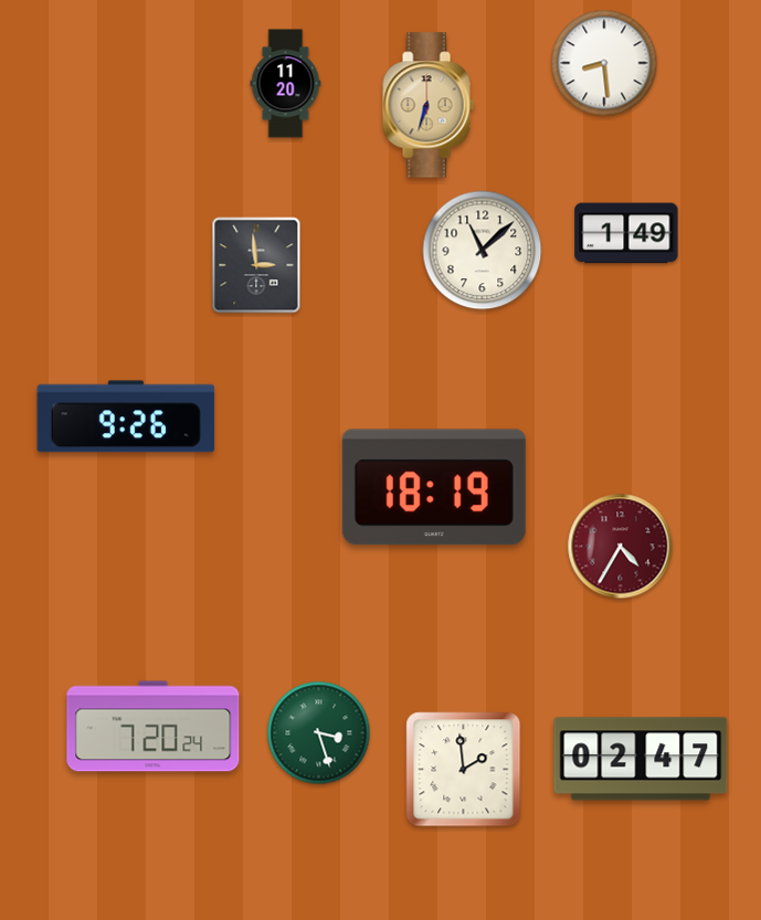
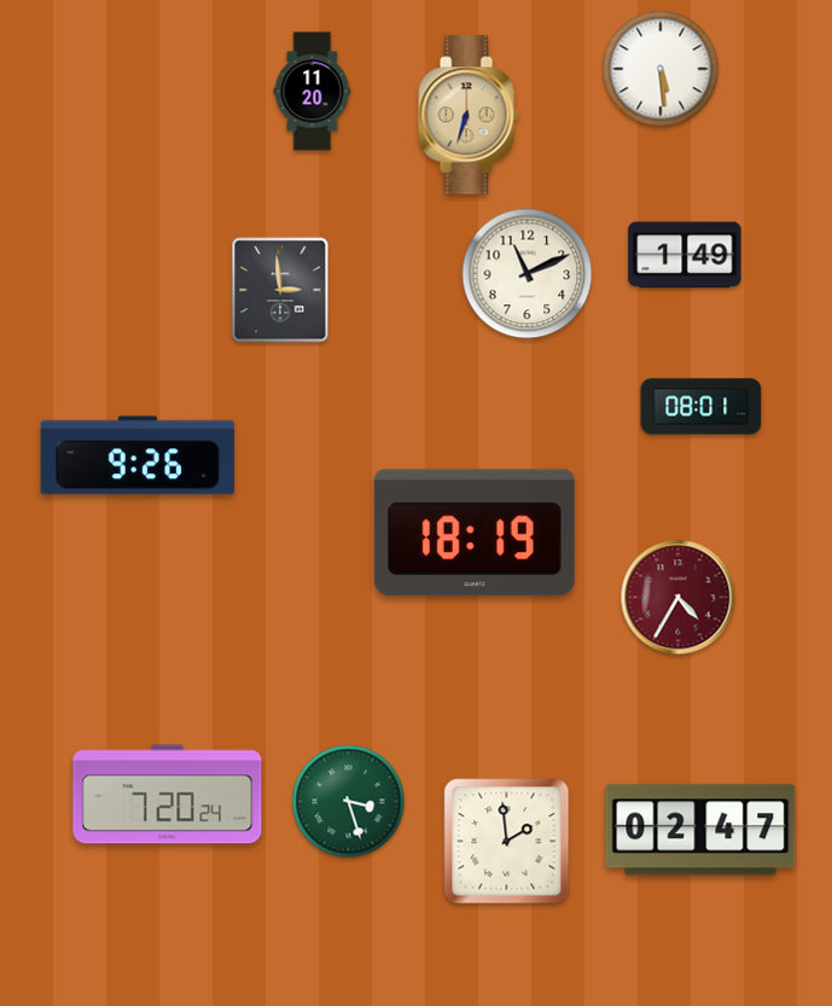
clock at (604, 63): 8:29 -> 5:29
clock at (483, 251): 11:08 -> 11:11
clock at (702, 407): none -> 08:01
